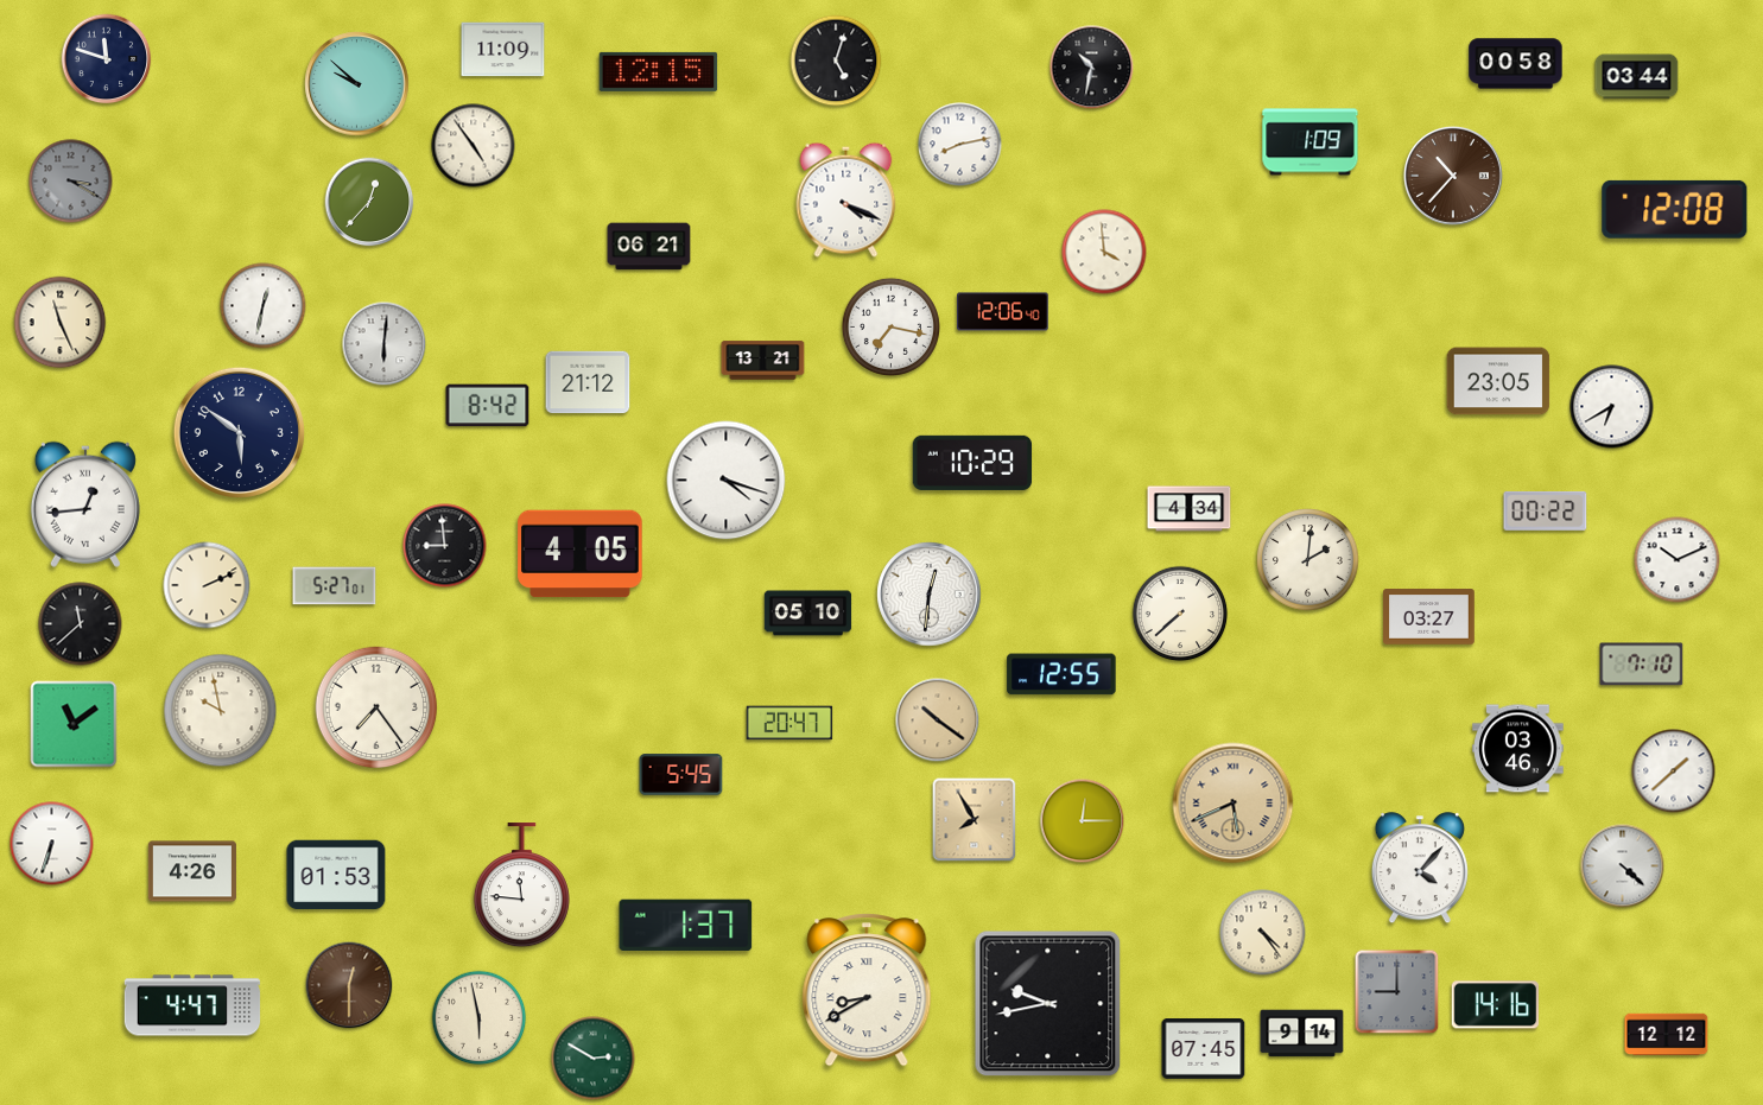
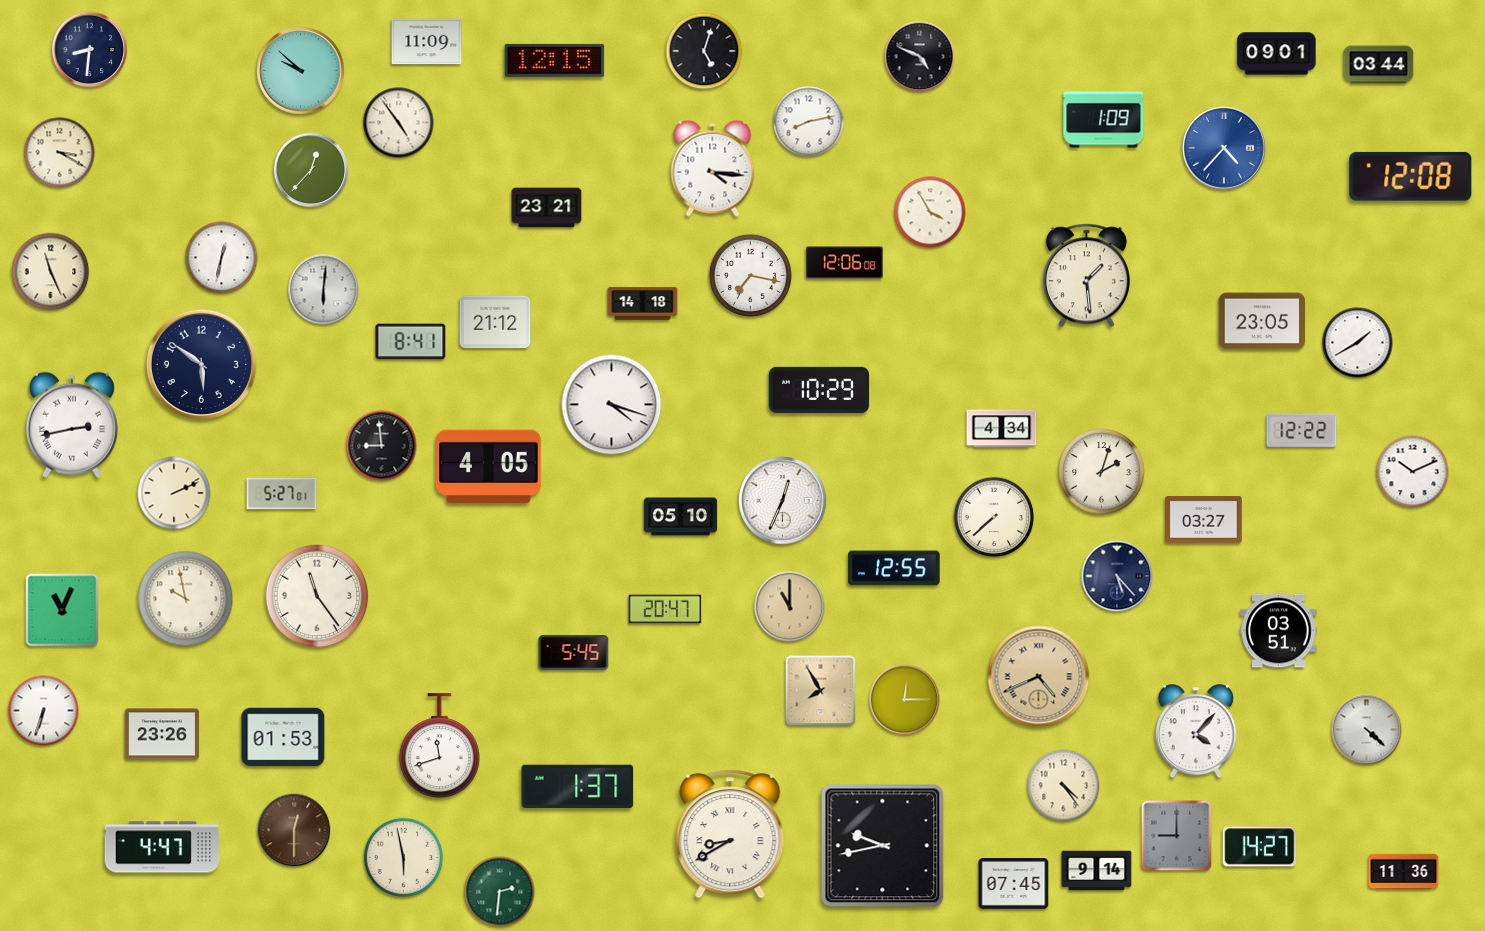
clock at (503, 50) position: (503, 50) -> (427, 42)
clock at (107, 59): 11:48 -> 8:31
clock at (1516, 64): 00:58 -> 09:01
clock at (1092, 68): 10:32 -> 4:49
clock at (1453, 176): 10:37 -> 4:37
clock at (1453, 176) dial: brown -> blue
clock at (71, 182) dial: grey -> cream
clock at (846, 199): 4:19 -> 4:16
clock at (649, 247): 06:21 -> 23:21
clock at (1104, 252): 3:59 -> 3:55
clock at (1003, 312): 12:06:40 -> 12:06:08
clock at (1086, 276): none -> 1:29
clock at (763, 361): 13:21 -> 14:18
clock at (488, 406): 8:42 -> 8:41
clock at (1612, 407): 6:40 -> 1:40
clock at (85, 504): 12:44 -> 2:43
clock at (1546, 510): 00:22 -> 12:22
clock at (445, 546) position: (445, 546) -> (382, 446)
clock at (1308, 560): 2:01 -> 2:03
clock at (930, 595): 12:31 -> 12:34
clock at (81, 624): 11:38 -> none
clock at (1642, 665): 7:10 -> none
clock at (1117, 576): none -> 5:23
clock at (376, 707): 7:24 -> 11:24
clock at (938, 720): 10:21 -> 11:00
clock at (74, 724): 11:09 -> 11:04
clock at (1518, 749): 03:46 -> 03:51
clock at (1674, 771): 1:38 -> none
clock at (1234, 804): 5:41 -> 4:41
clock at (1083, 821) position: (1083, 821) -> (905, 700)
clock at (192, 871): 4:26 -> 23:26
clock at (521, 885): 11:46 -> 11:42
clock at (686, 925) position: (686, 925) -> (578, 786)
clock at (1495, 1005): 14:16 -> 14:27
clock at (1667, 1035): 12:12 -> 11:36
clock at (594, 1059): 2:50 -> 2:31
